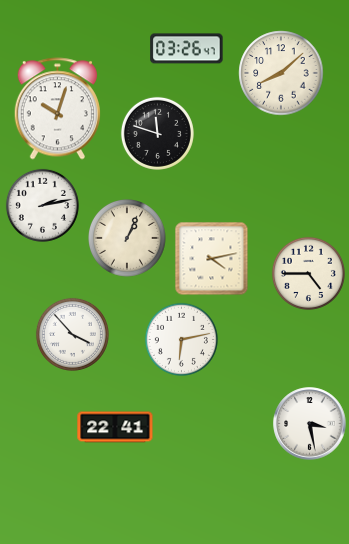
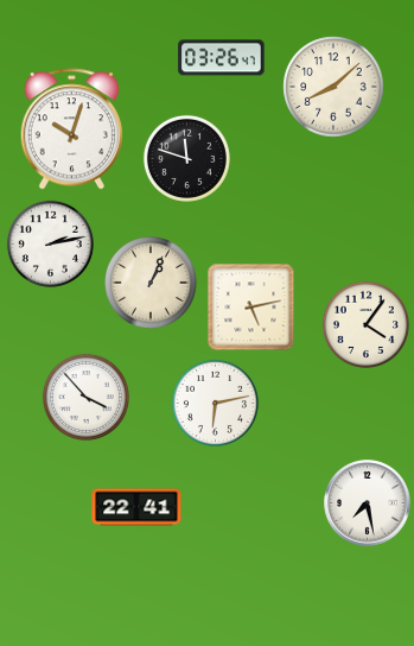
clock at (57, 109) position: (57, 109) -> (71, 129)
clock at (212, 259): 4:13 -> 5:13
clock at (308, 273): 4:45 -> 4:06
clock at (310, 424): 3:28 -> 7:28
